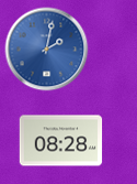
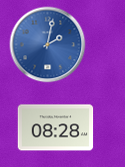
clock at (47, 50) position: (47, 50) -> (48, 45)
